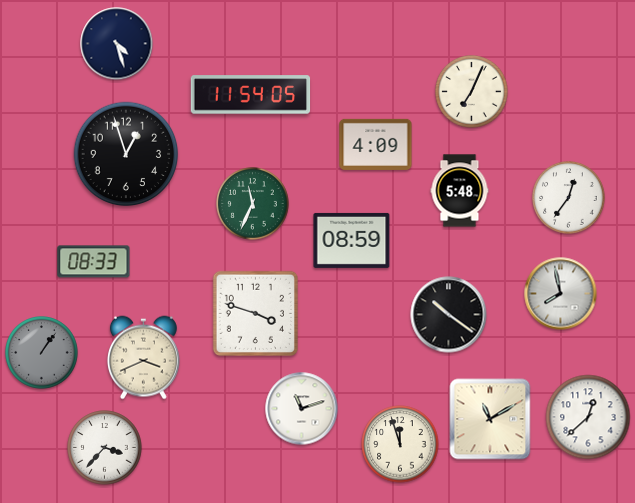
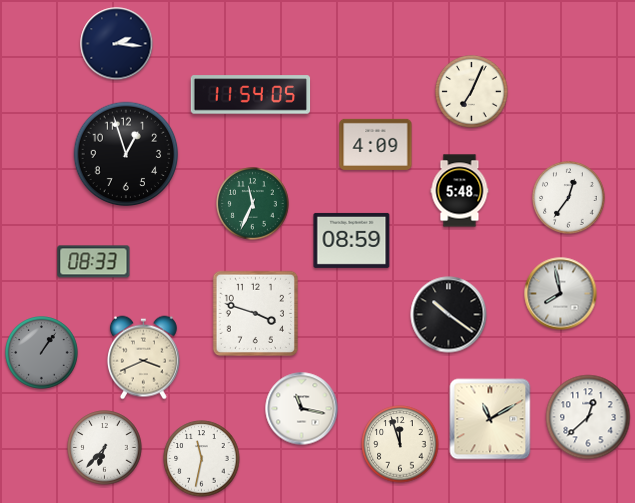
clock at (117, 44): 4:27 -> 2:16
clock at (302, 409): 11:12 -> 11:17
clock at (105, 448): 3:37 -> 6:37
clock at (202, 459): none -> 11:32
